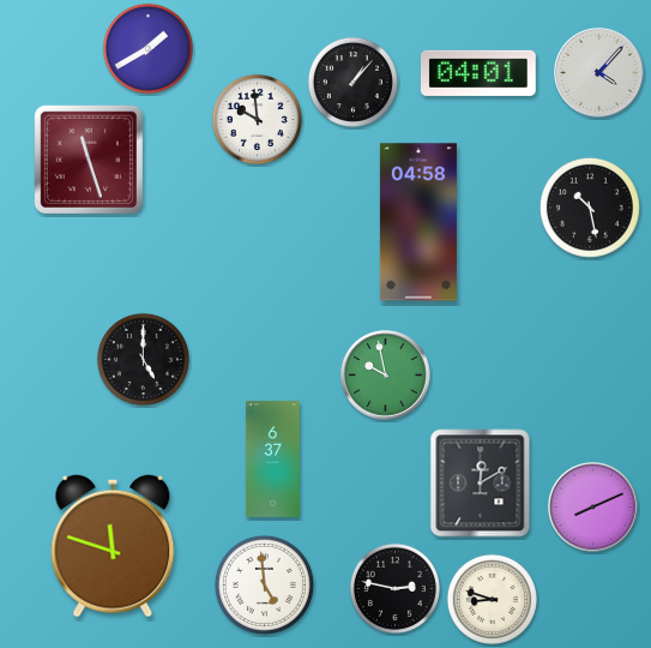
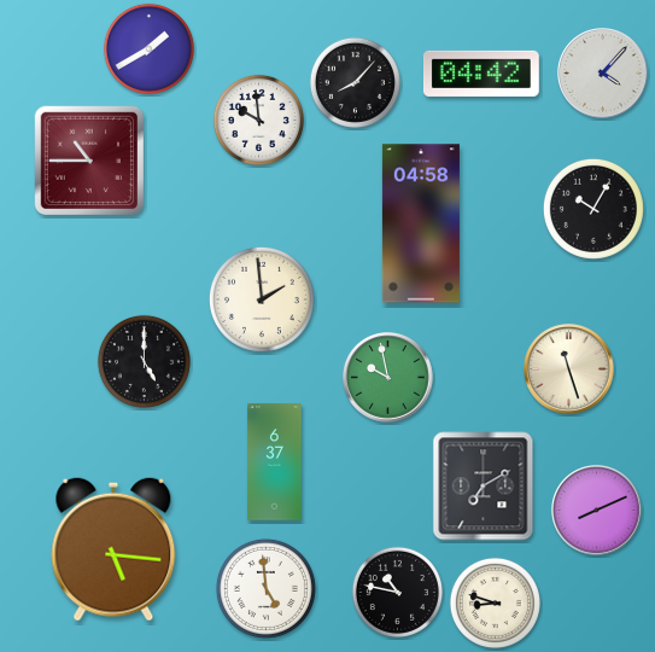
clock at (478, 73): 04:01 -> 04:42
clock at (352, 82): 1:07 -> 8:07
clock at (89, 160): 11:27 -> 10:45
clock at (590, 208): 10:28 -> 10:05
clock at (262, 299): none -> 1:59
clock at (569, 369): none -> 11:27
clock at (481, 484): 12:10 -> 7:10
clock at (113, 546): 11:48 -> 5:16
clock at (394, 588): 2:47 -> 10:47
